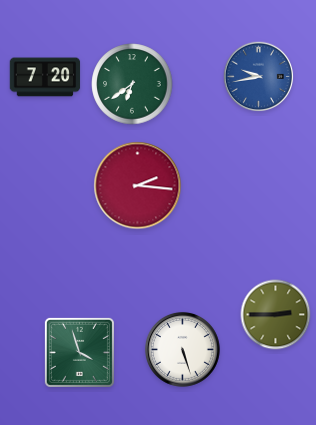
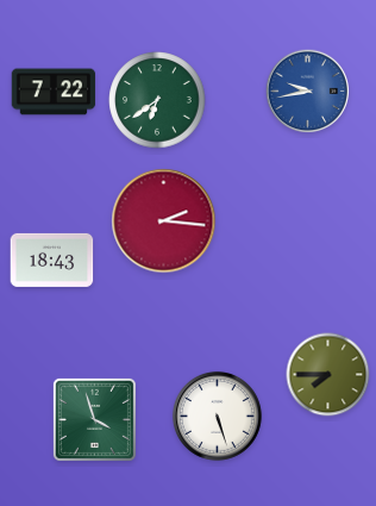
clock at (45, 77): 7:20 -> 7:22
clock at (52, 260): none -> 18:43
clock at (276, 315): 2:45 -> 7:45
